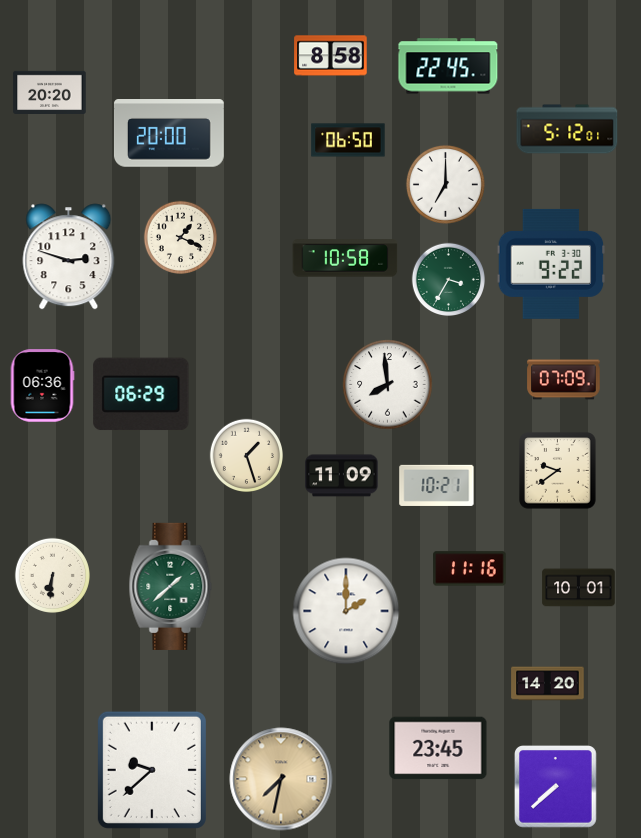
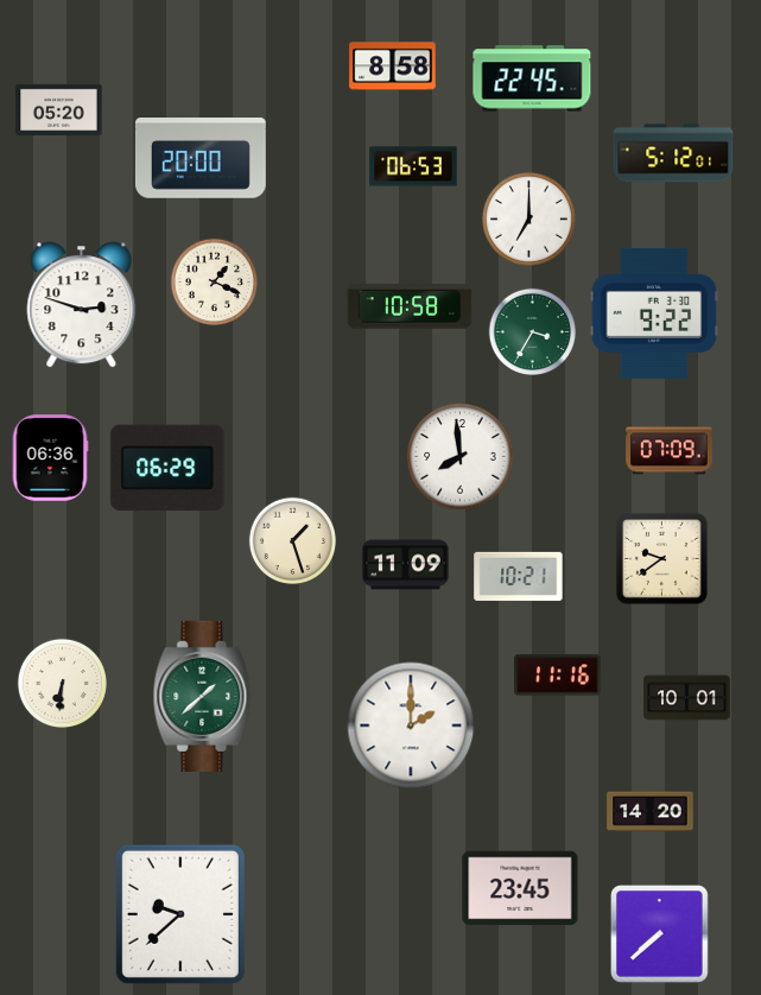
clock at (50, 92): 20:20 -> 05:20
clock at (348, 140): 06:50 -> 06:53
clock at (281, 779): 7:32 -> none
